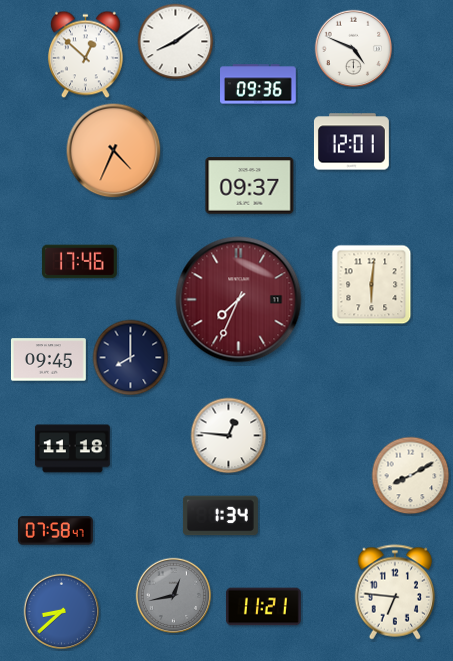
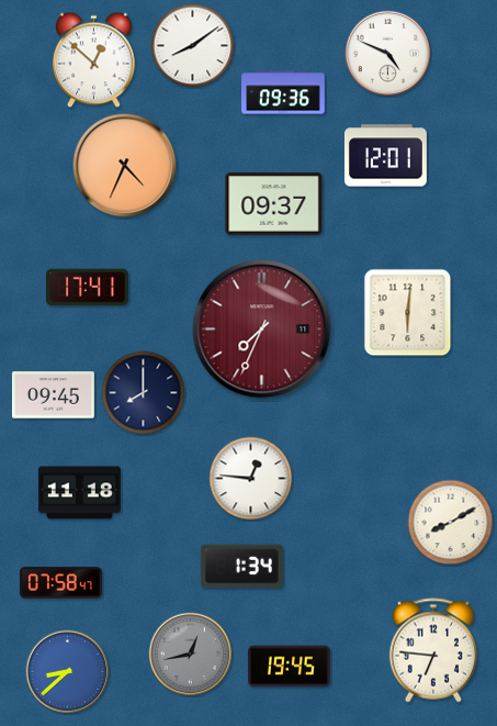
clock at (79, 262): 17:46 -> 17:41
clock at (263, 607): 11:21 -> 19:45
